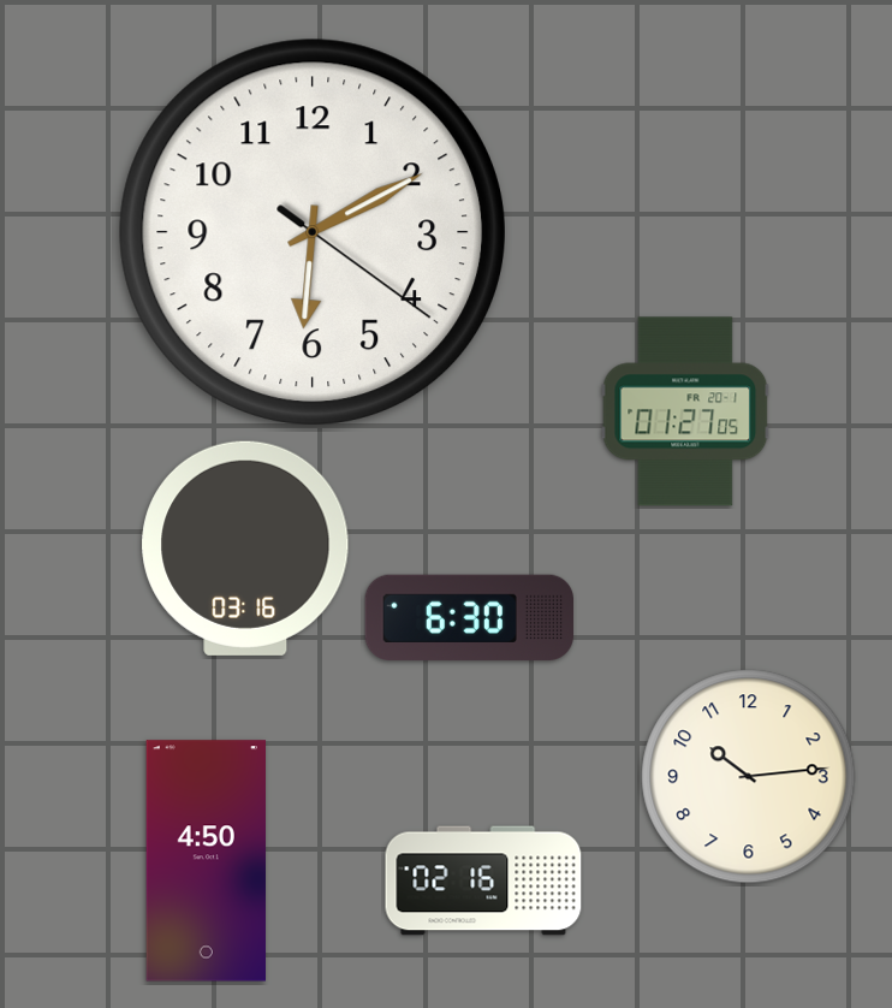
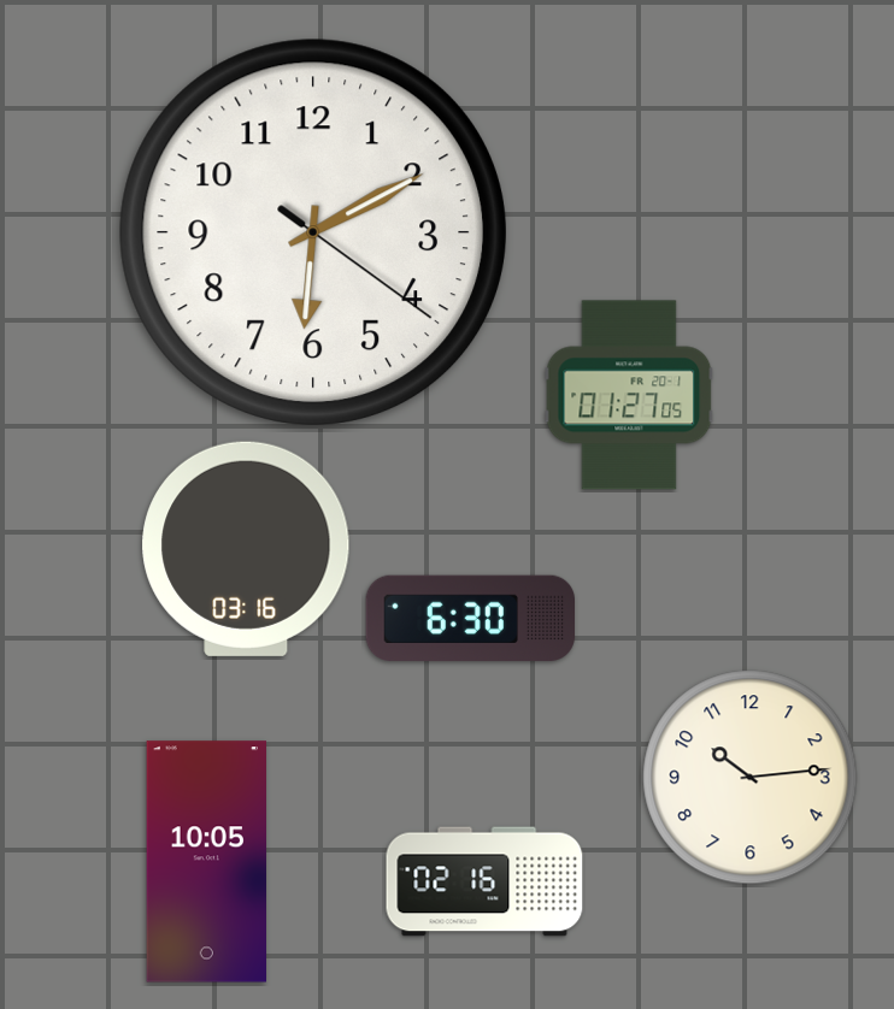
clock at (685, 411) position: (685, 411) -> (629, 395)
clock at (206, 861): 4:50 -> 10:05
